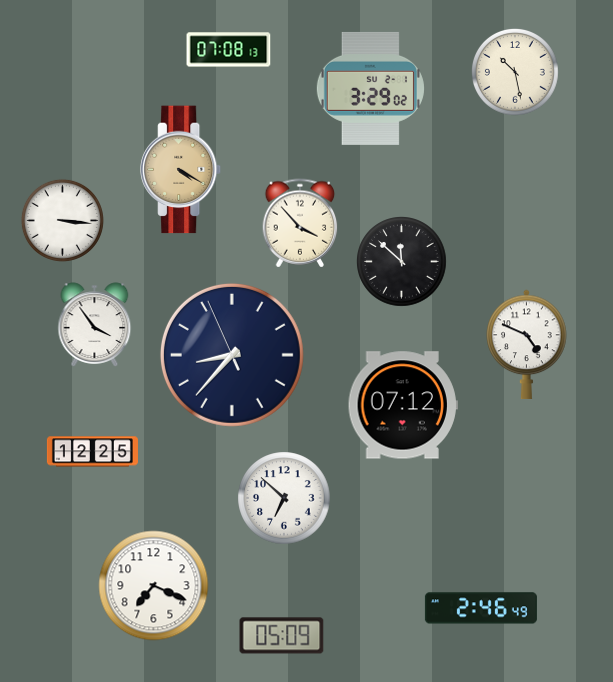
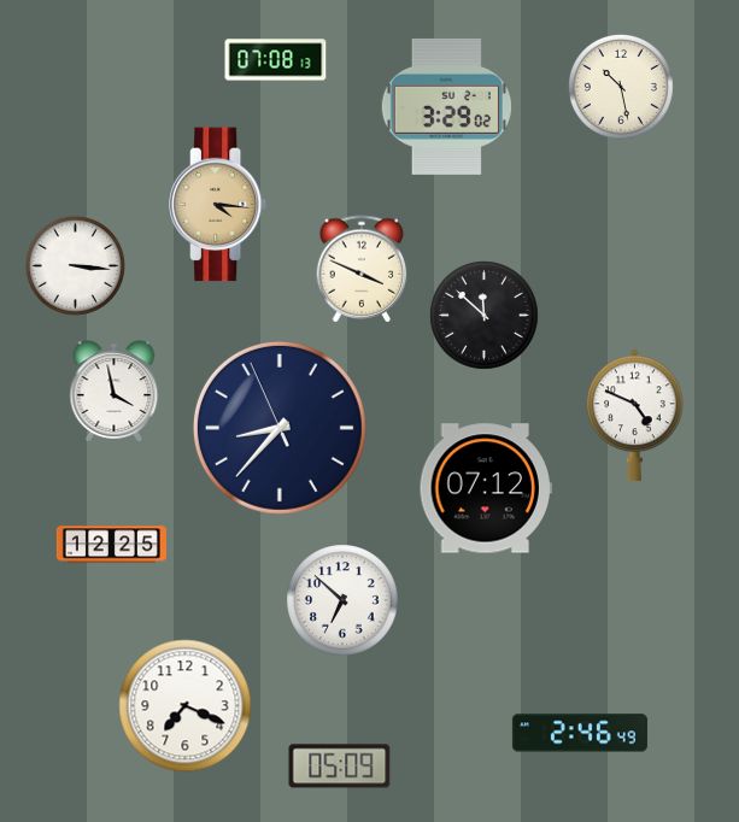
clock at (182, 170): 4:20 -> 4:16
clock at (300, 223): 3:53 -> 3:49
clock at (95, 325): 3:54 -> 3:58
